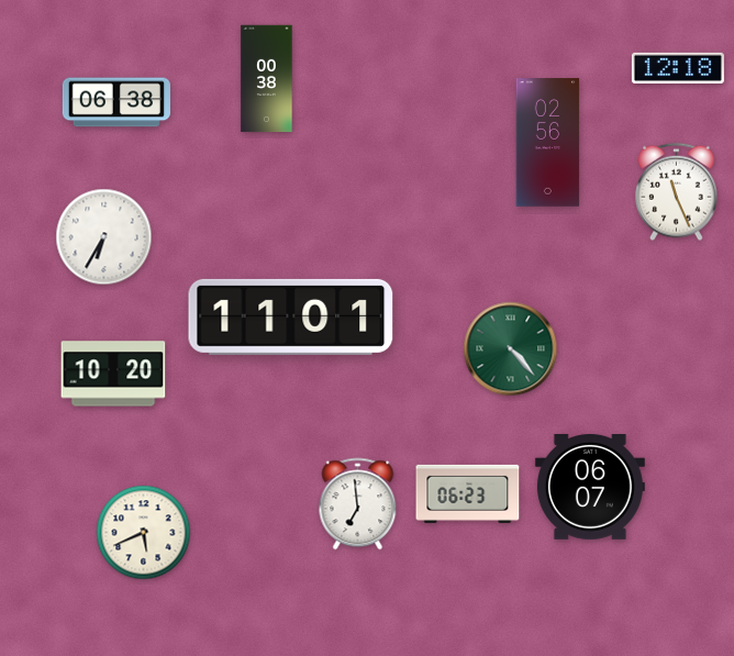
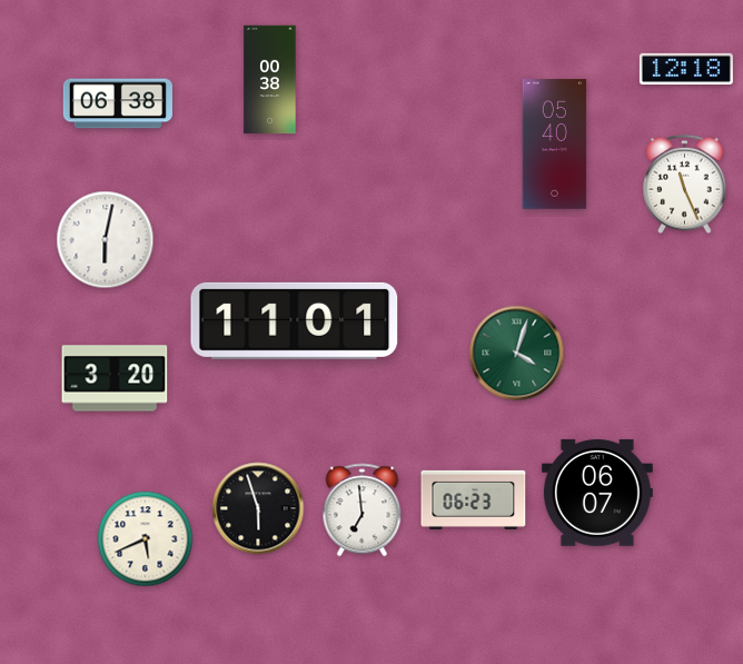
clock at (548, 143): 02:56 -> 05:40
clock at (677, 192) position: (677, 192) -> (685, 185)
clock at (104, 237): 6:35 -> 6:02
clock at (511, 349): 4:23 -> 4:03
clock at (113, 374): 10:20 -> 3:20
clock at (258, 508): none -> 5:57
